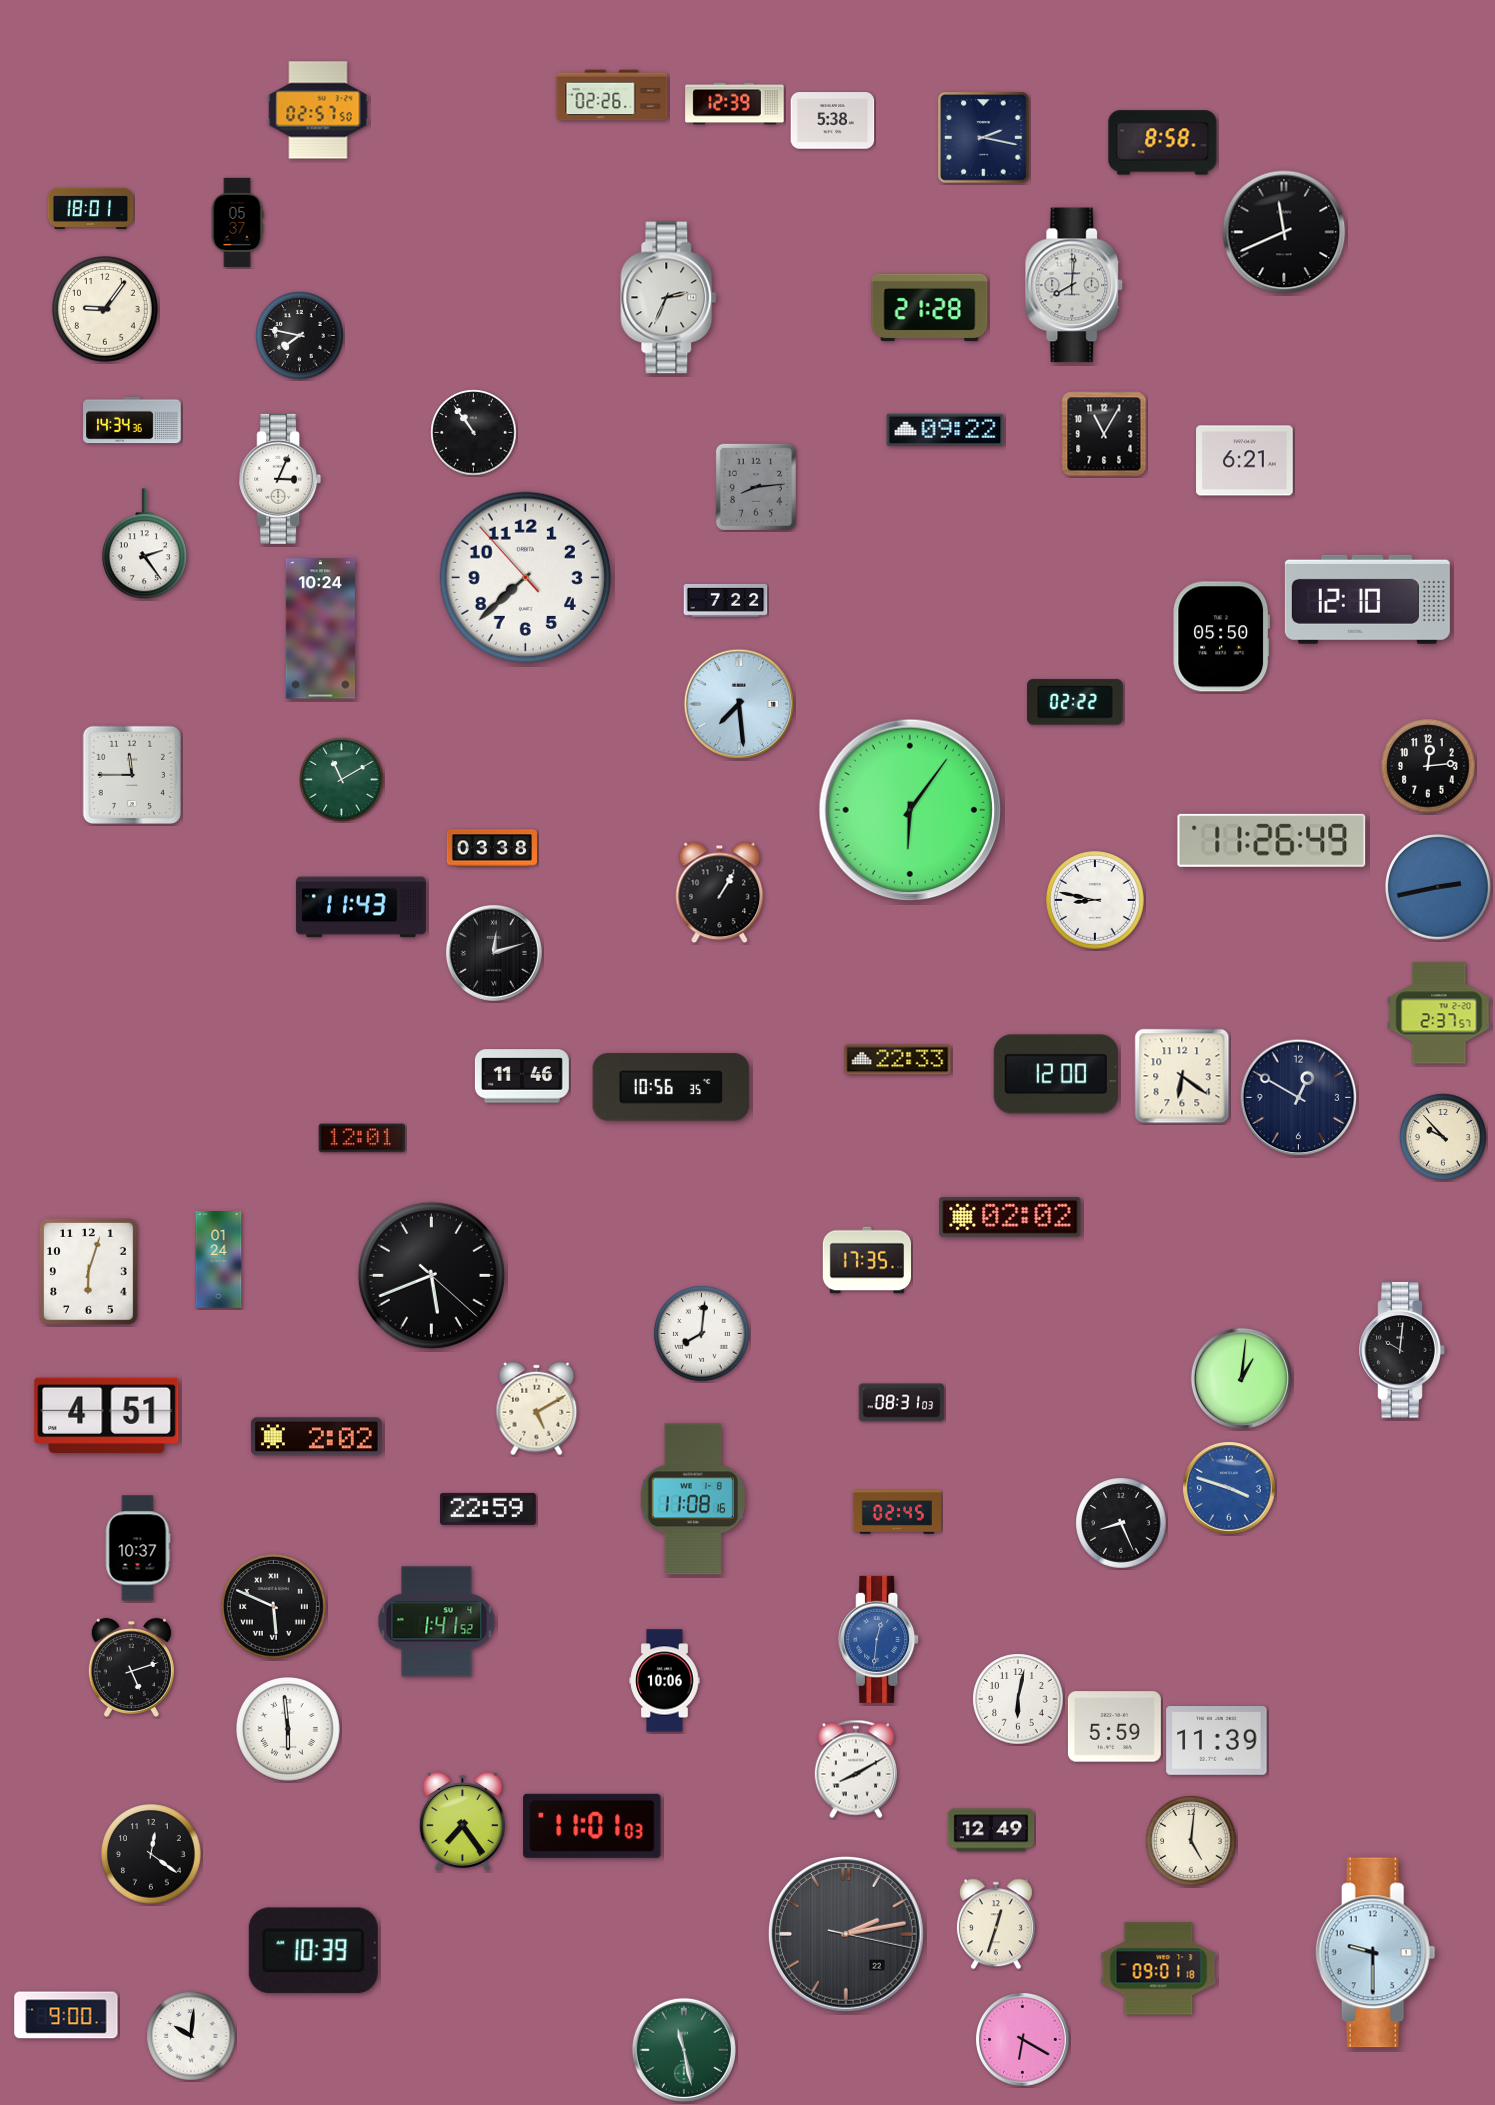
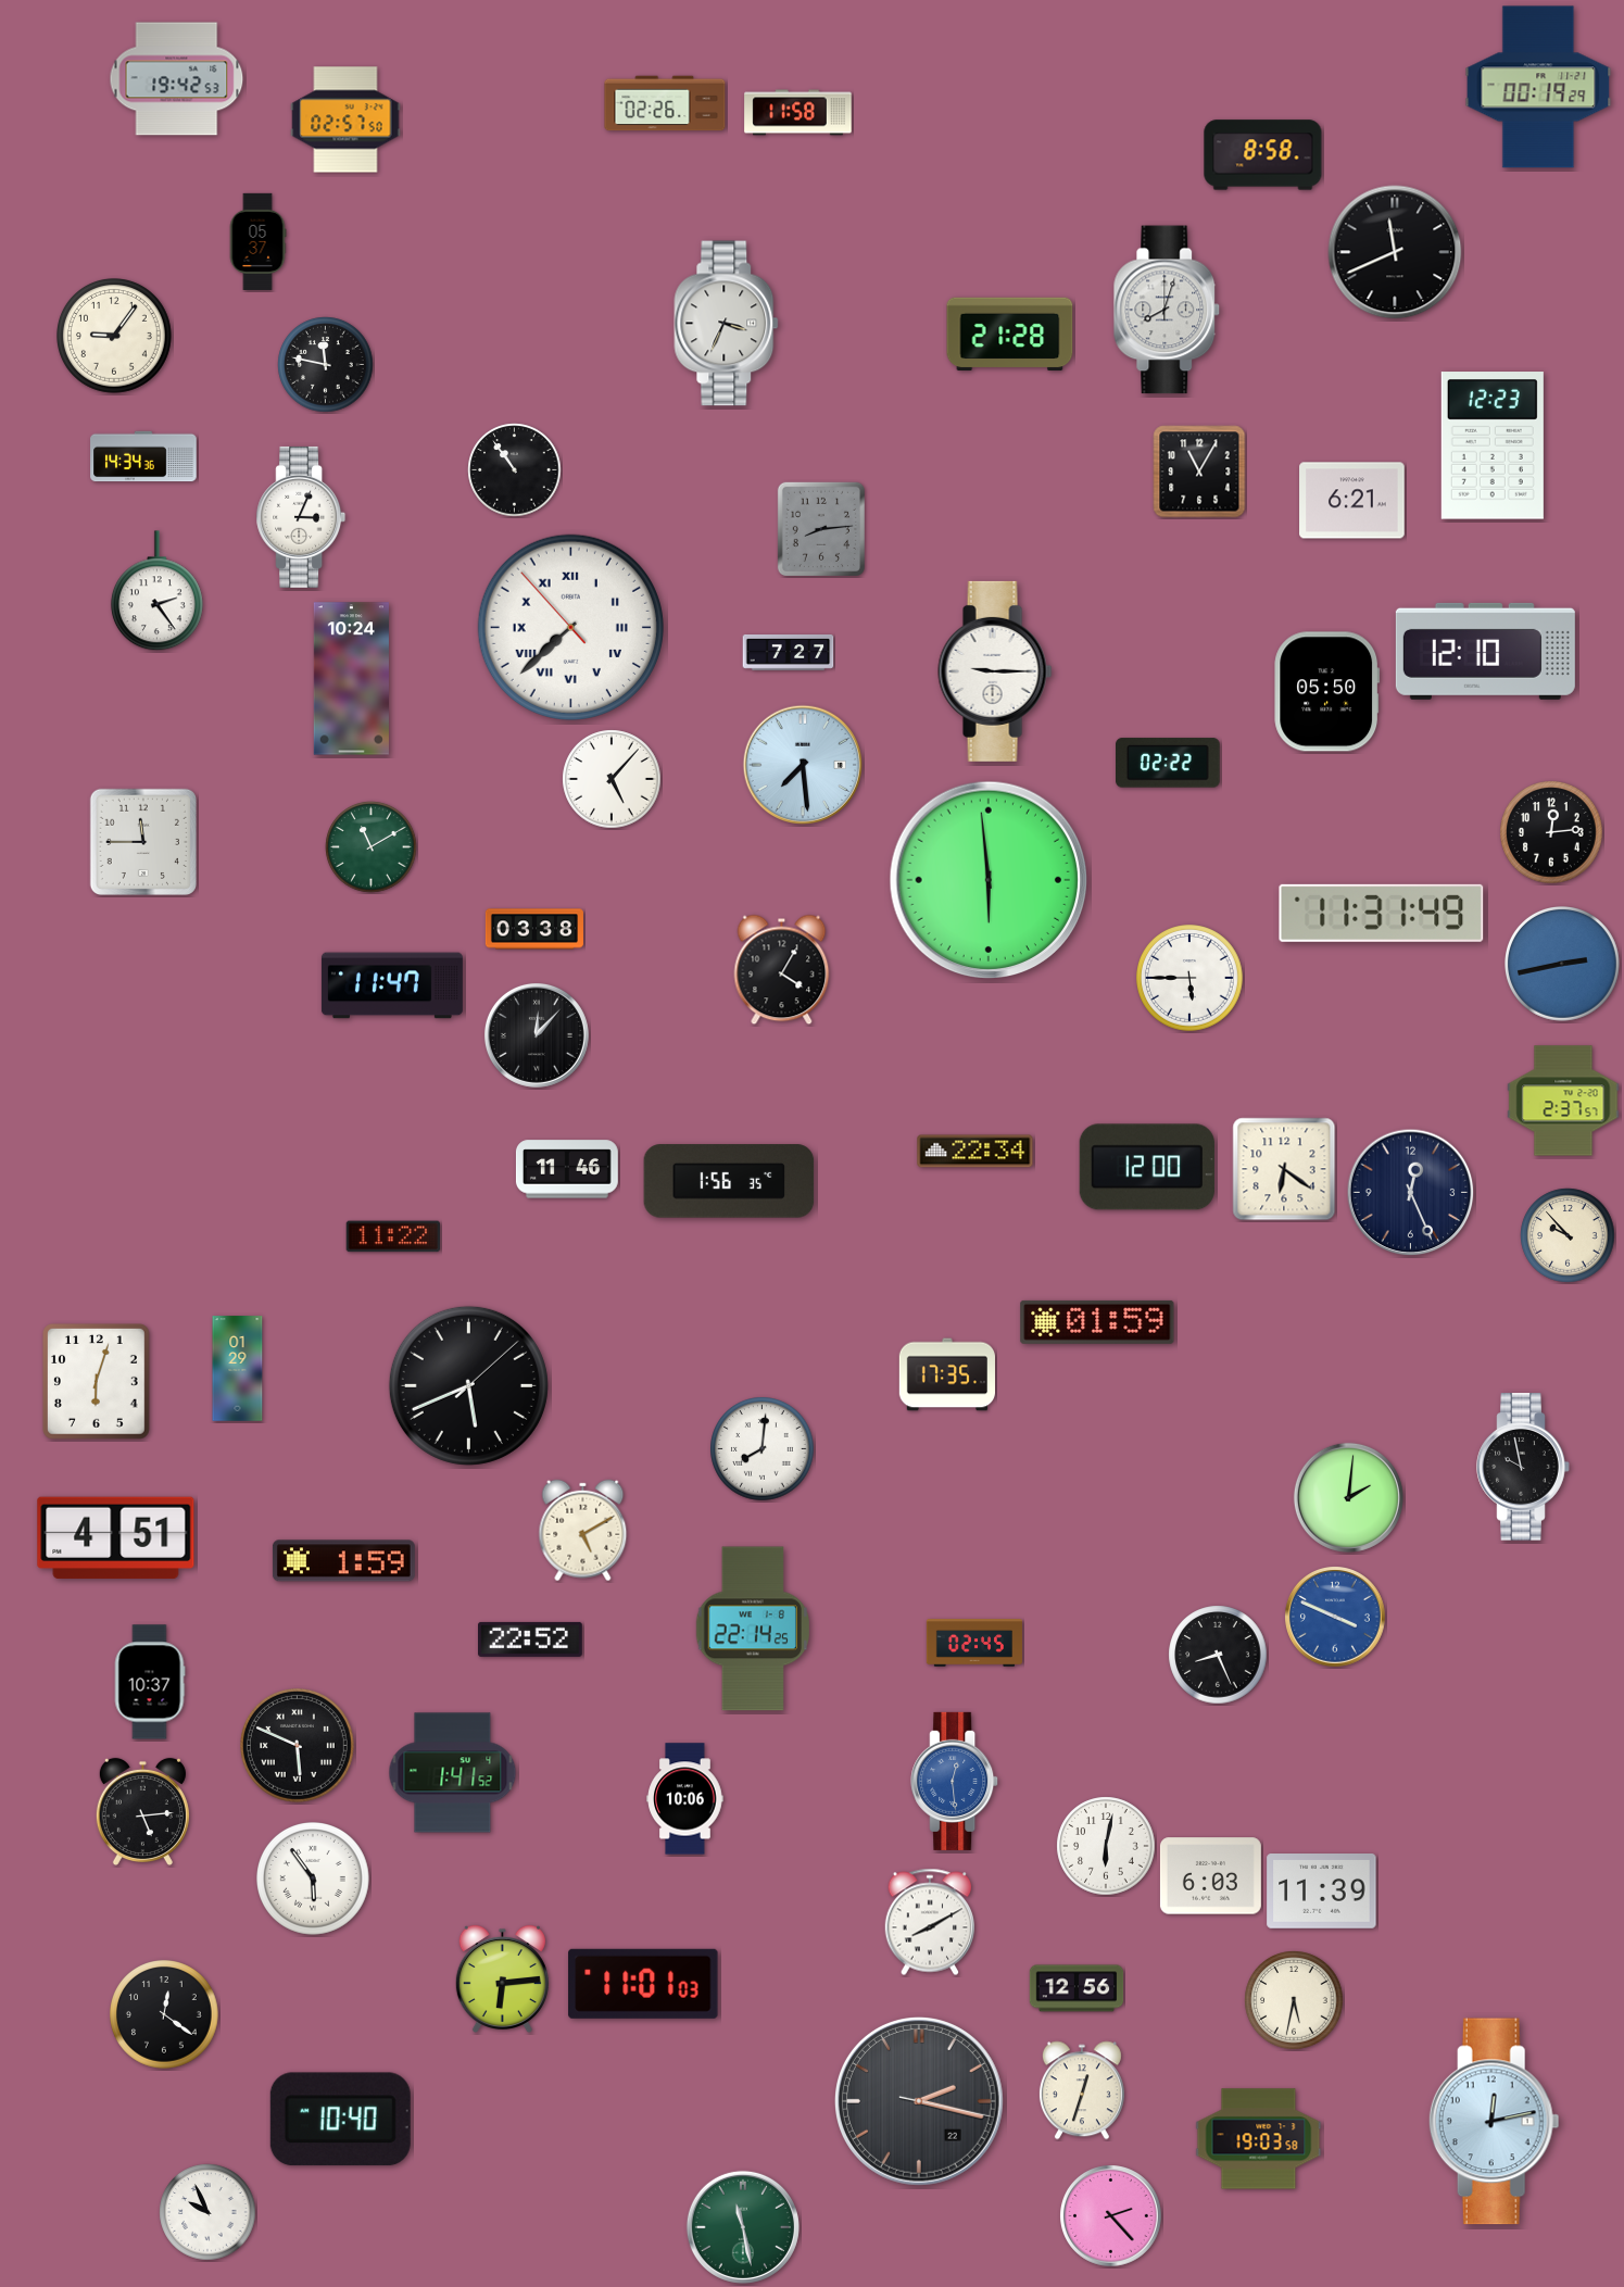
clock at (177, 79): none -> 19:42
clock at (1538, 87): none -> 00:19
clock at (735, 104): 12:39 -> 11:58
clock at (833, 121): 5:38 -> none
clock at (984, 138): 2:17 -> none
clock at (91, 208): 18:01 -> none
clock at (1074, 285): 8:01 -> 8:03
clock at (669, 298): 2:34 -> 3:34
clock at (300, 336): 7:47 -> 11:47
clock at (1493, 445): none -> 12:23
clock at (945, 430): 09:22 -> none
clock at (280, 479) position: (280, 479) -> (301, 517)
clock at (525, 577) numerals: Arabic -> Roman
clock at (726, 601): 7:22 -> 7:27
clock at (995, 671): none -> 9:15
clock at (320, 629) position: (320, 629) -> (351, 679)
clock at (612, 779): none -> 5:07
clock at (910, 810): 6:06 -> 5:59
clock at (1272, 840): 11:26 -> 11:31
clock at (492, 848) position: (492, 848) -> (534, 929)
clock at (720, 893): 1:05 -> 4:05
clock at (1095, 900): 8:47 -> 5:45
clock at (361, 907): 11:43 -> 11:47
clock at (494, 953): 12:12 -> 12:07
clock at (898, 1060): 22:33 -> 22:34
clock at (671, 1087): 10:56 -> 1:56
clock at (1299, 1098): 12:50 -> 12:26
clock at (362, 1138): 12:01 -> 11:22
clock at (1010, 1217): 02:02 -> 01:59
clock at (219, 1260): 01:24 -> 01:29
clock at (866, 1260) position: (866, 1260) -> (946, 1374)
clock at (431, 1275): 5:41:22 -> 5:41:08
clock at (1402, 1350): 10:01 -> 9:58
clock at (1241, 1378): 1:01 -> 2:01
clock at (902, 1403): 08:31 -> none
clock at (316, 1437): 2:02 -> 1:59
clock at (1230, 1489): 3:48 -> 3:49
clock at (692, 1499): 11:08 -> 22:14
clock at (489, 1509): 22:59 -> 22:52
clock at (437, 1622) position: (437, 1622) -> (453, 1773)
clock at (879, 1639): 12:31 -> 12:29
clock at (131, 1668): 5:12 -> 5:14
clock at (665, 1681) position: (665, 1681) -> (685, 1799)
clock at (1114, 1727): 5:59 -> 6:03
clock at (289, 1730): 5:59 -> 5:54
clock at (462, 1822): 7:24 -> 6:14
clock at (991, 1830): 12:49 -> 12:56
clock at (1191, 1841): 5:01 -> 5:32
clock at (847, 1935): 2:13 -> 2:17
clock at (313, 1951): 10:39 -> 10:40
clock at (1375, 1953): 9:30 -> 12:13
clock at (1159, 1969): 09:01 -> 19:03
clock at (66, 2015): 9:00 -> none
clock at (191, 2036): 10:01 -> 9:56
clock at (1023, 2040): 6:20 -> 2:23
